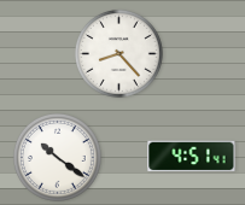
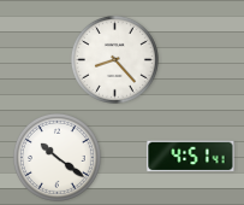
clock at (118, 53) position: (118, 53) -> (114, 59)
